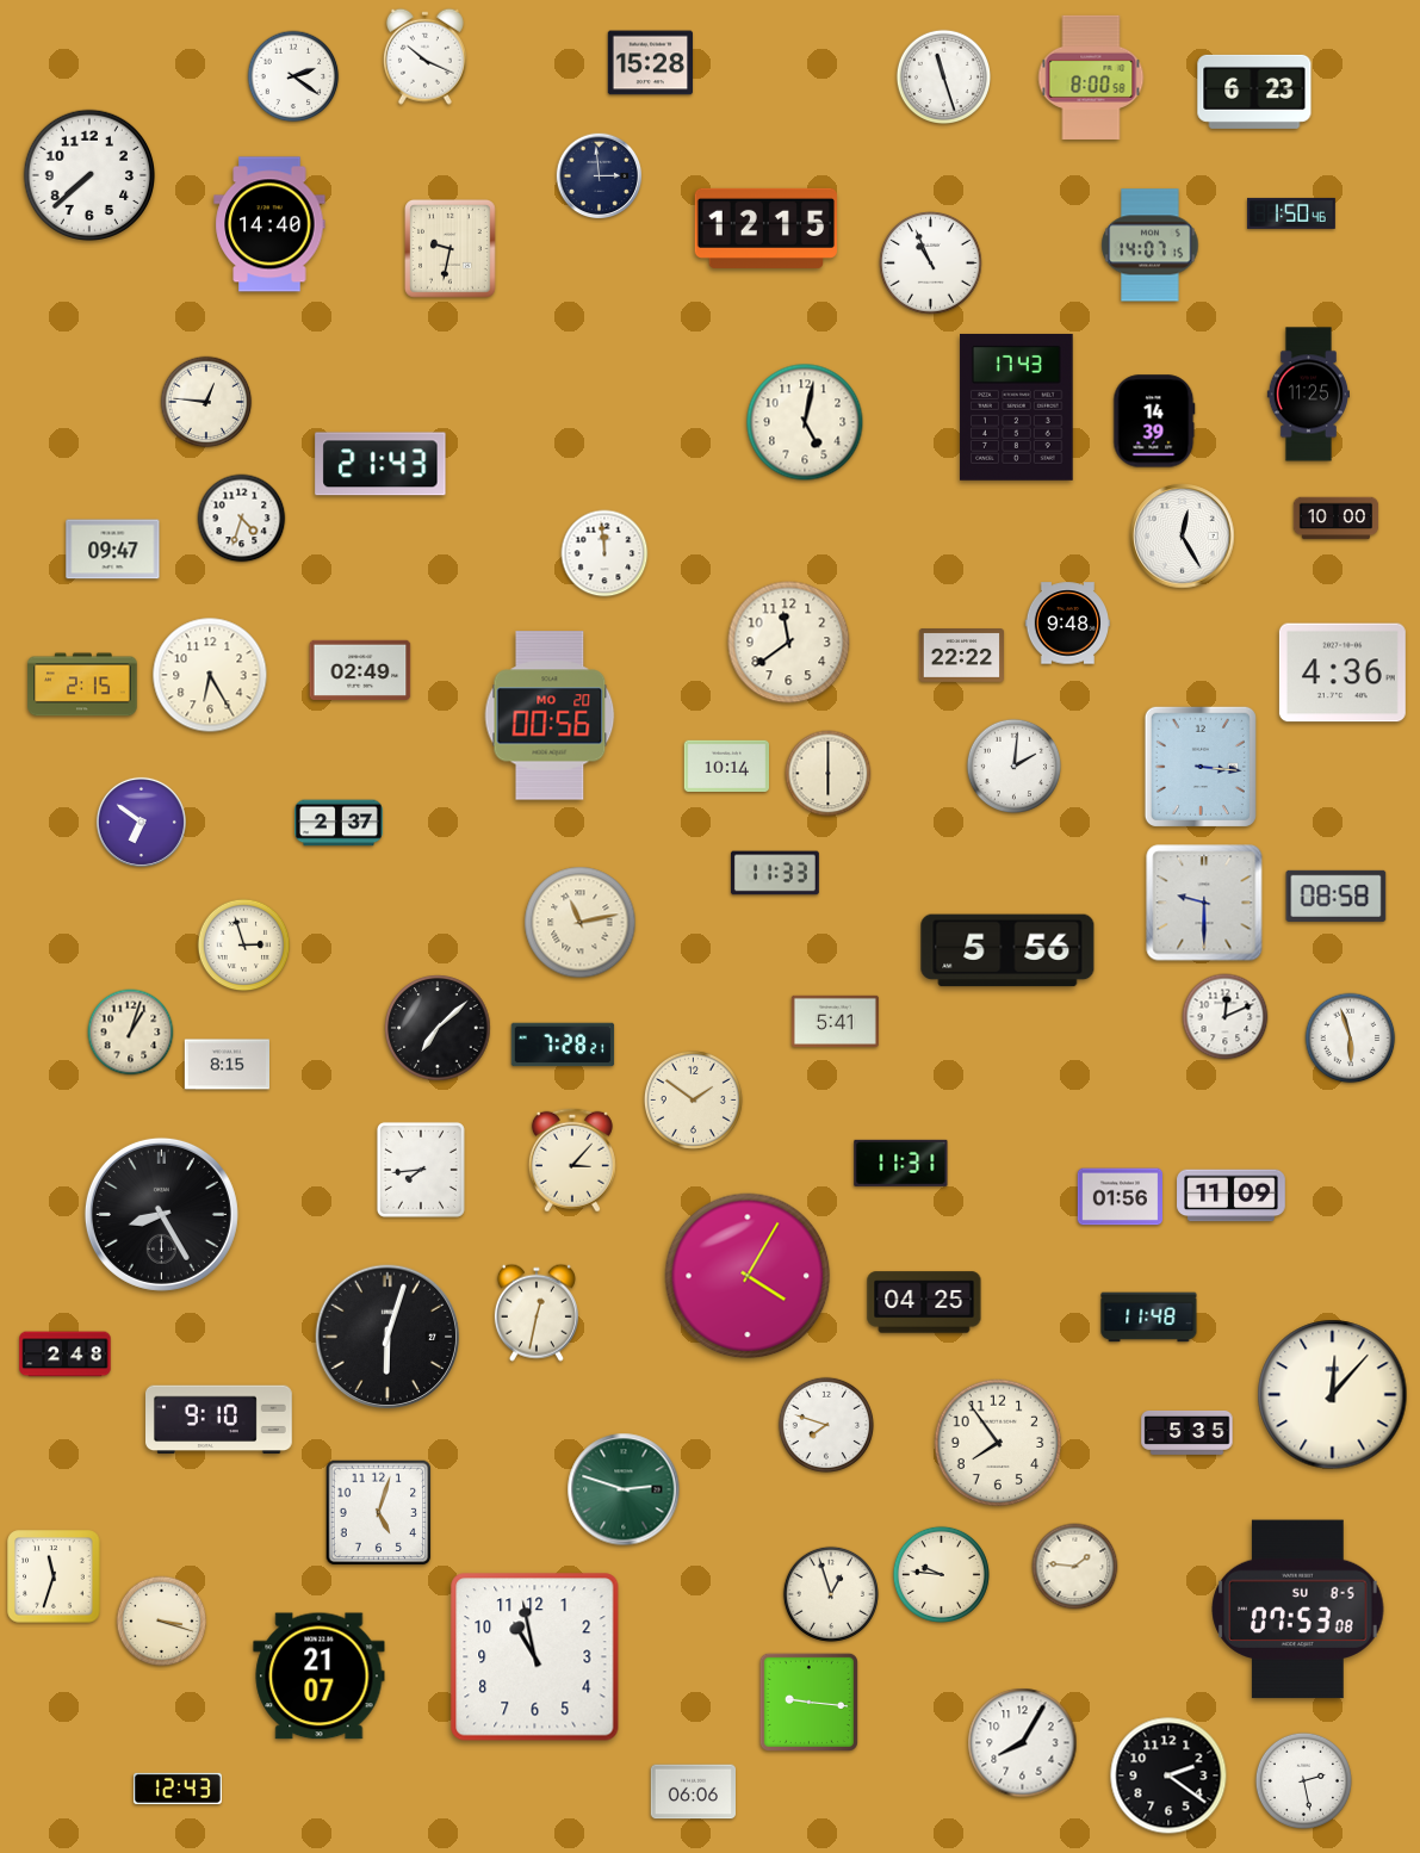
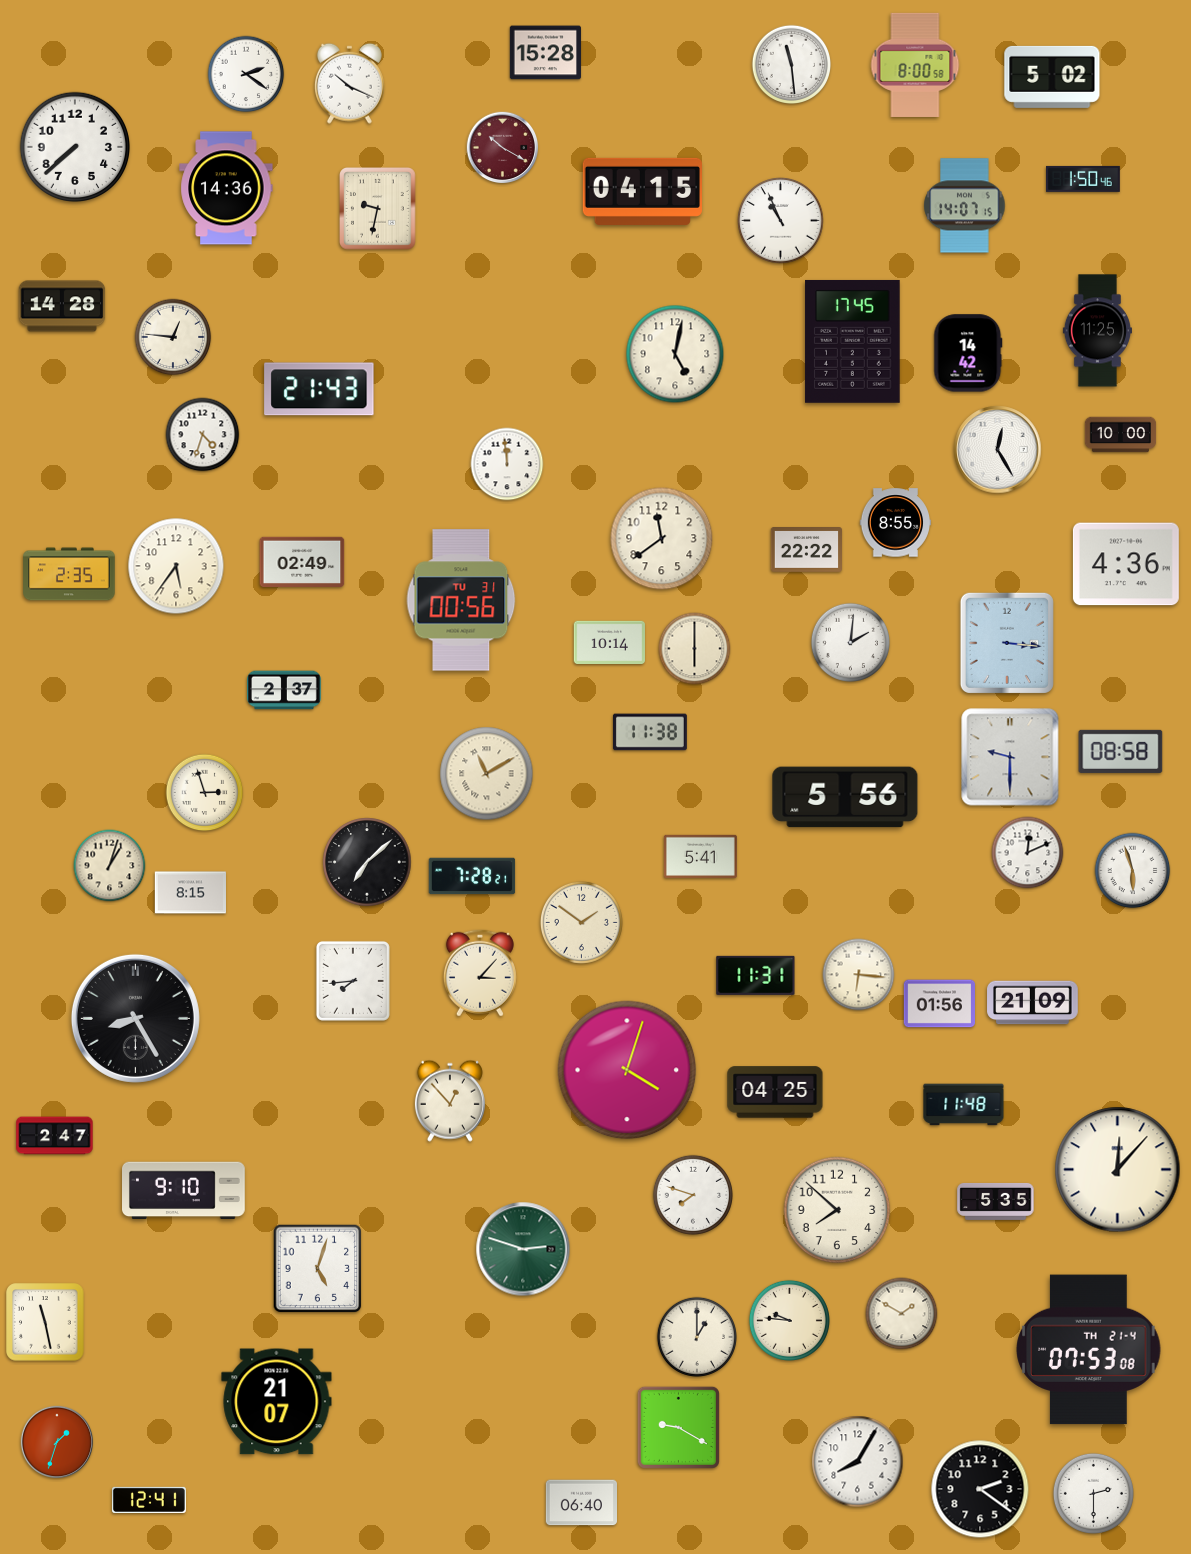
clock at (424, 56) position: (424, 56) -> (349, 83)
clock at (293, 76) position: (293, 76) -> (246, 74)
clock at (943, 76): 11:27 -> 11:29
clock at (1254, 92): 6:23 -> 5:02
clock at (600, 176): 2:59 -> 10:20
clock at (600, 176) dial: navy -> burgundy
clock at (269, 224): 14:40 -> 14:36
clock at (765, 228): 12:15 -> 04:15
clock at (62, 306): none -> 14:28
clock at (1017, 407): 17:43 -> 17:45
clock at (1154, 421): 14:39 -> 14:42
clock at (1183, 537) position: (1183, 537) -> (998, 450)
clock at (113, 550): 09:47 -> none
clock at (1067, 624): 9:48 -> 8:55
clock at (210, 675): 6:25 -> 5:36
clock at (82, 684): 2:15 -> 2:35
clock at (550, 715) date: MO 20 -> TU 31
clock at (141, 822): 6:51 -> none
clock at (775, 873): 11:33 -> 11:38
clock at (581, 923): 11:13 -> 11:10
clock at (859, 975): none -> 6:16
clock at (1232, 1196): 11:09 -> 21:09
clock at (748, 1276): 4:05 -> 4:03
clock at (537, 1313): 12:32 -> 12:53
clock at (387, 1337): 6:03 -> none
clock at (66, 1355): 2:48 -> 2:47
clock at (998, 1443): 7:54 -> 7:52
clock at (1075, 1567): 1:46 -> 1:50
clock at (54, 1576): 11:33 -> 11:28
clock at (831, 1594): 12:57 -> 1:00
clock at (1298, 1610) date: SU 8-5 -> TH 21-4
clock at (162, 1622): 3:18 -> none
clock at (535, 1657): 10:58 -> none
clock at (320, 1677) position: (320, 1677) -> (277, 1402)
clock at (808, 1702): 9:16 -> 9:20
clock at (56, 1441): none -> 1:33
clock at (1303, 1780): 2:28 -> 2:30
clock at (178, 1789): 12:43 -> 12:41
clock at (694, 1792): 06:06 -> 06:40
